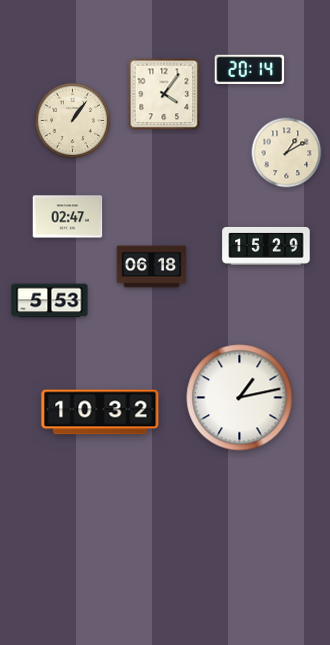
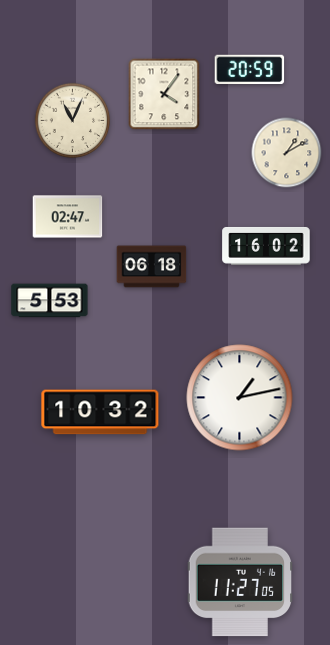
clock at (250, 70): 20:14 -> 20:59
clock at (73, 121): 1:06 -> 11:04
clock at (266, 246): 15:29 -> 16:02
clock at (240, 582): none -> 11:27
